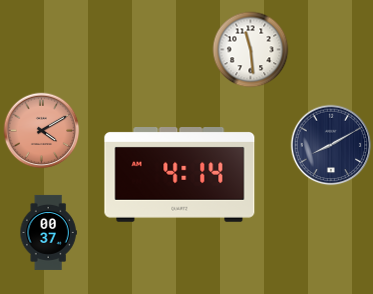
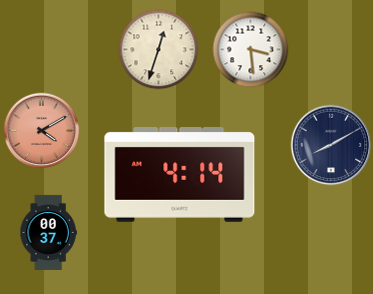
clock at (159, 50): none -> 12:33
clock at (251, 50): 11:29 -> 3:29
